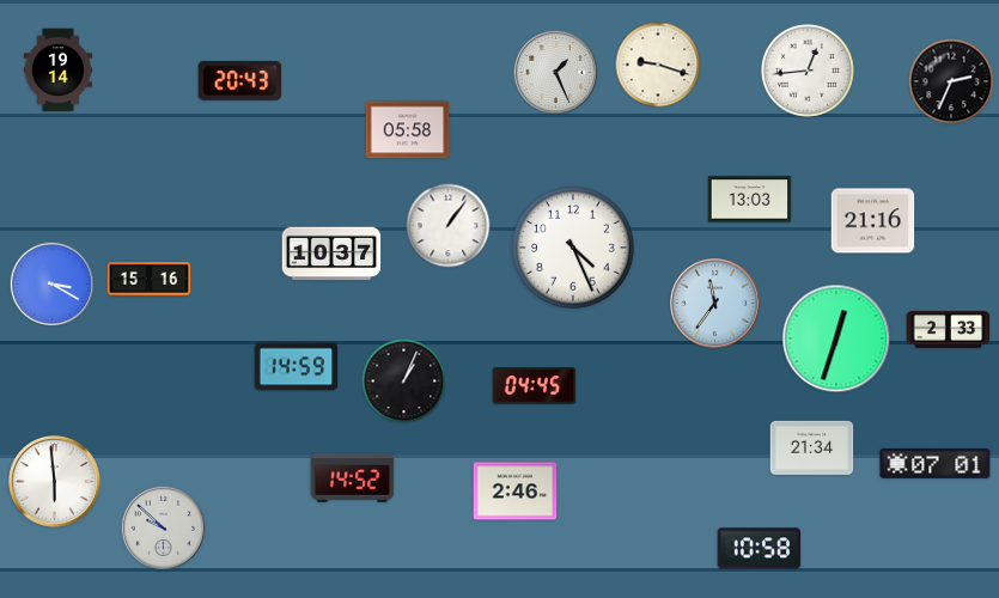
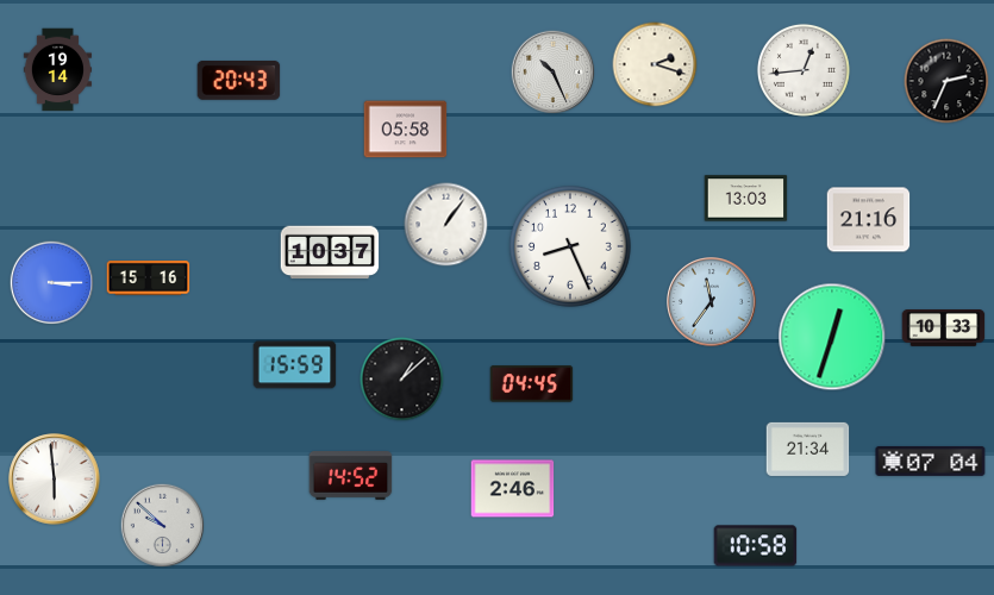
clock at (658, 65): 9:18 -> 2:18
clock at (556, 73): 1:26 -> 10:26
clock at (573, 248): 4:26 -> 8:26
clock at (53, 285): 3:20 -> 3:15
clock at (949, 330): 2:33 -> 10:33
clock at (297, 367): 14:59 -> 15:59
clock at (404, 382): 1:04 -> 1:08
clock at (812, 447) position: (812, 447) -> (808, 449)
clock at (936, 463): 07:01 -> 07:04
